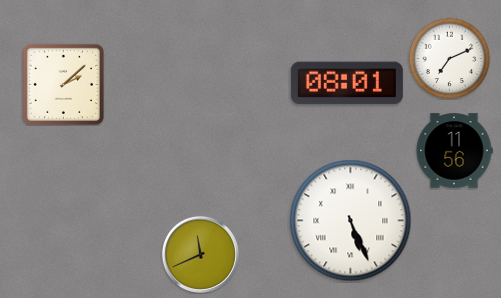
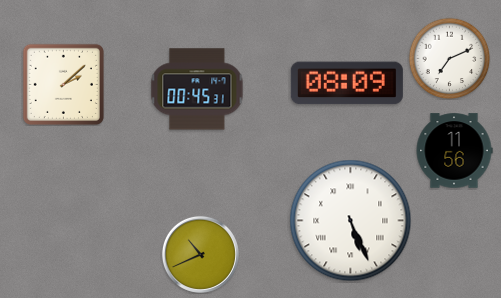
clock at (347, 83): 08:01 -> 08:09
clock at (197, 89): none -> 00:45
clock at (200, 254): 11:41 -> 10:41
